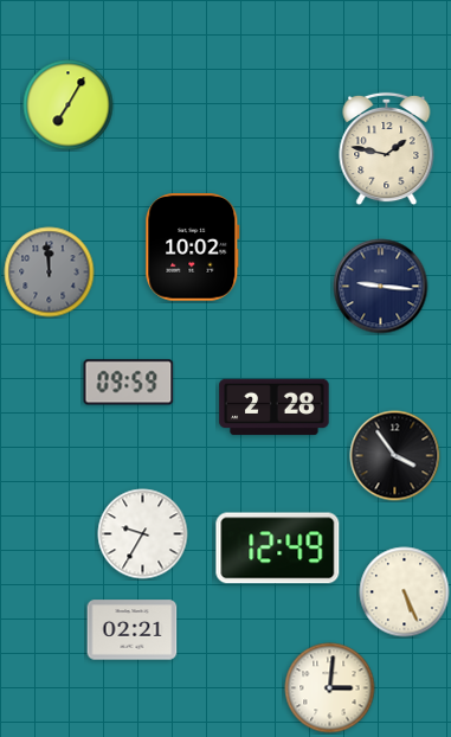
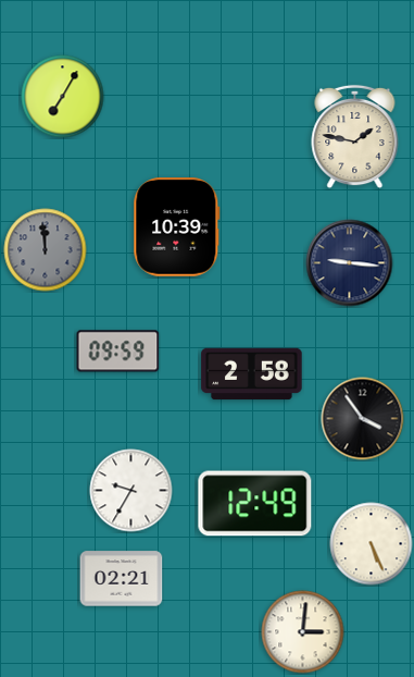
clock at (193, 248): 10:02 -> 10:39
clock at (275, 408): 2:28 -> 2:58
